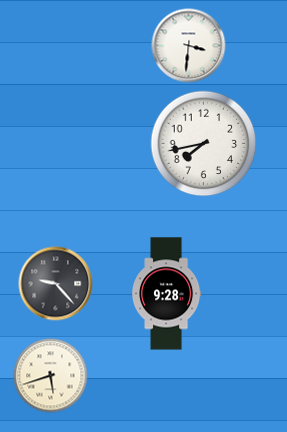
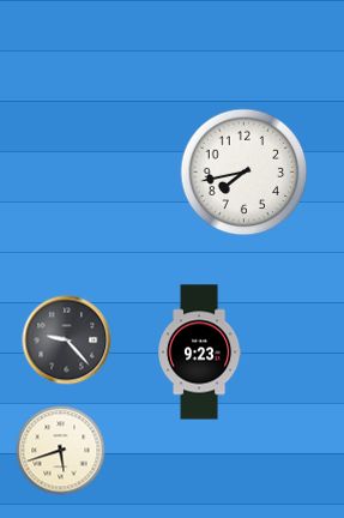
clock at (189, 46): 3:31 -> none
clock at (167, 294): 9:28 -> 9:23
